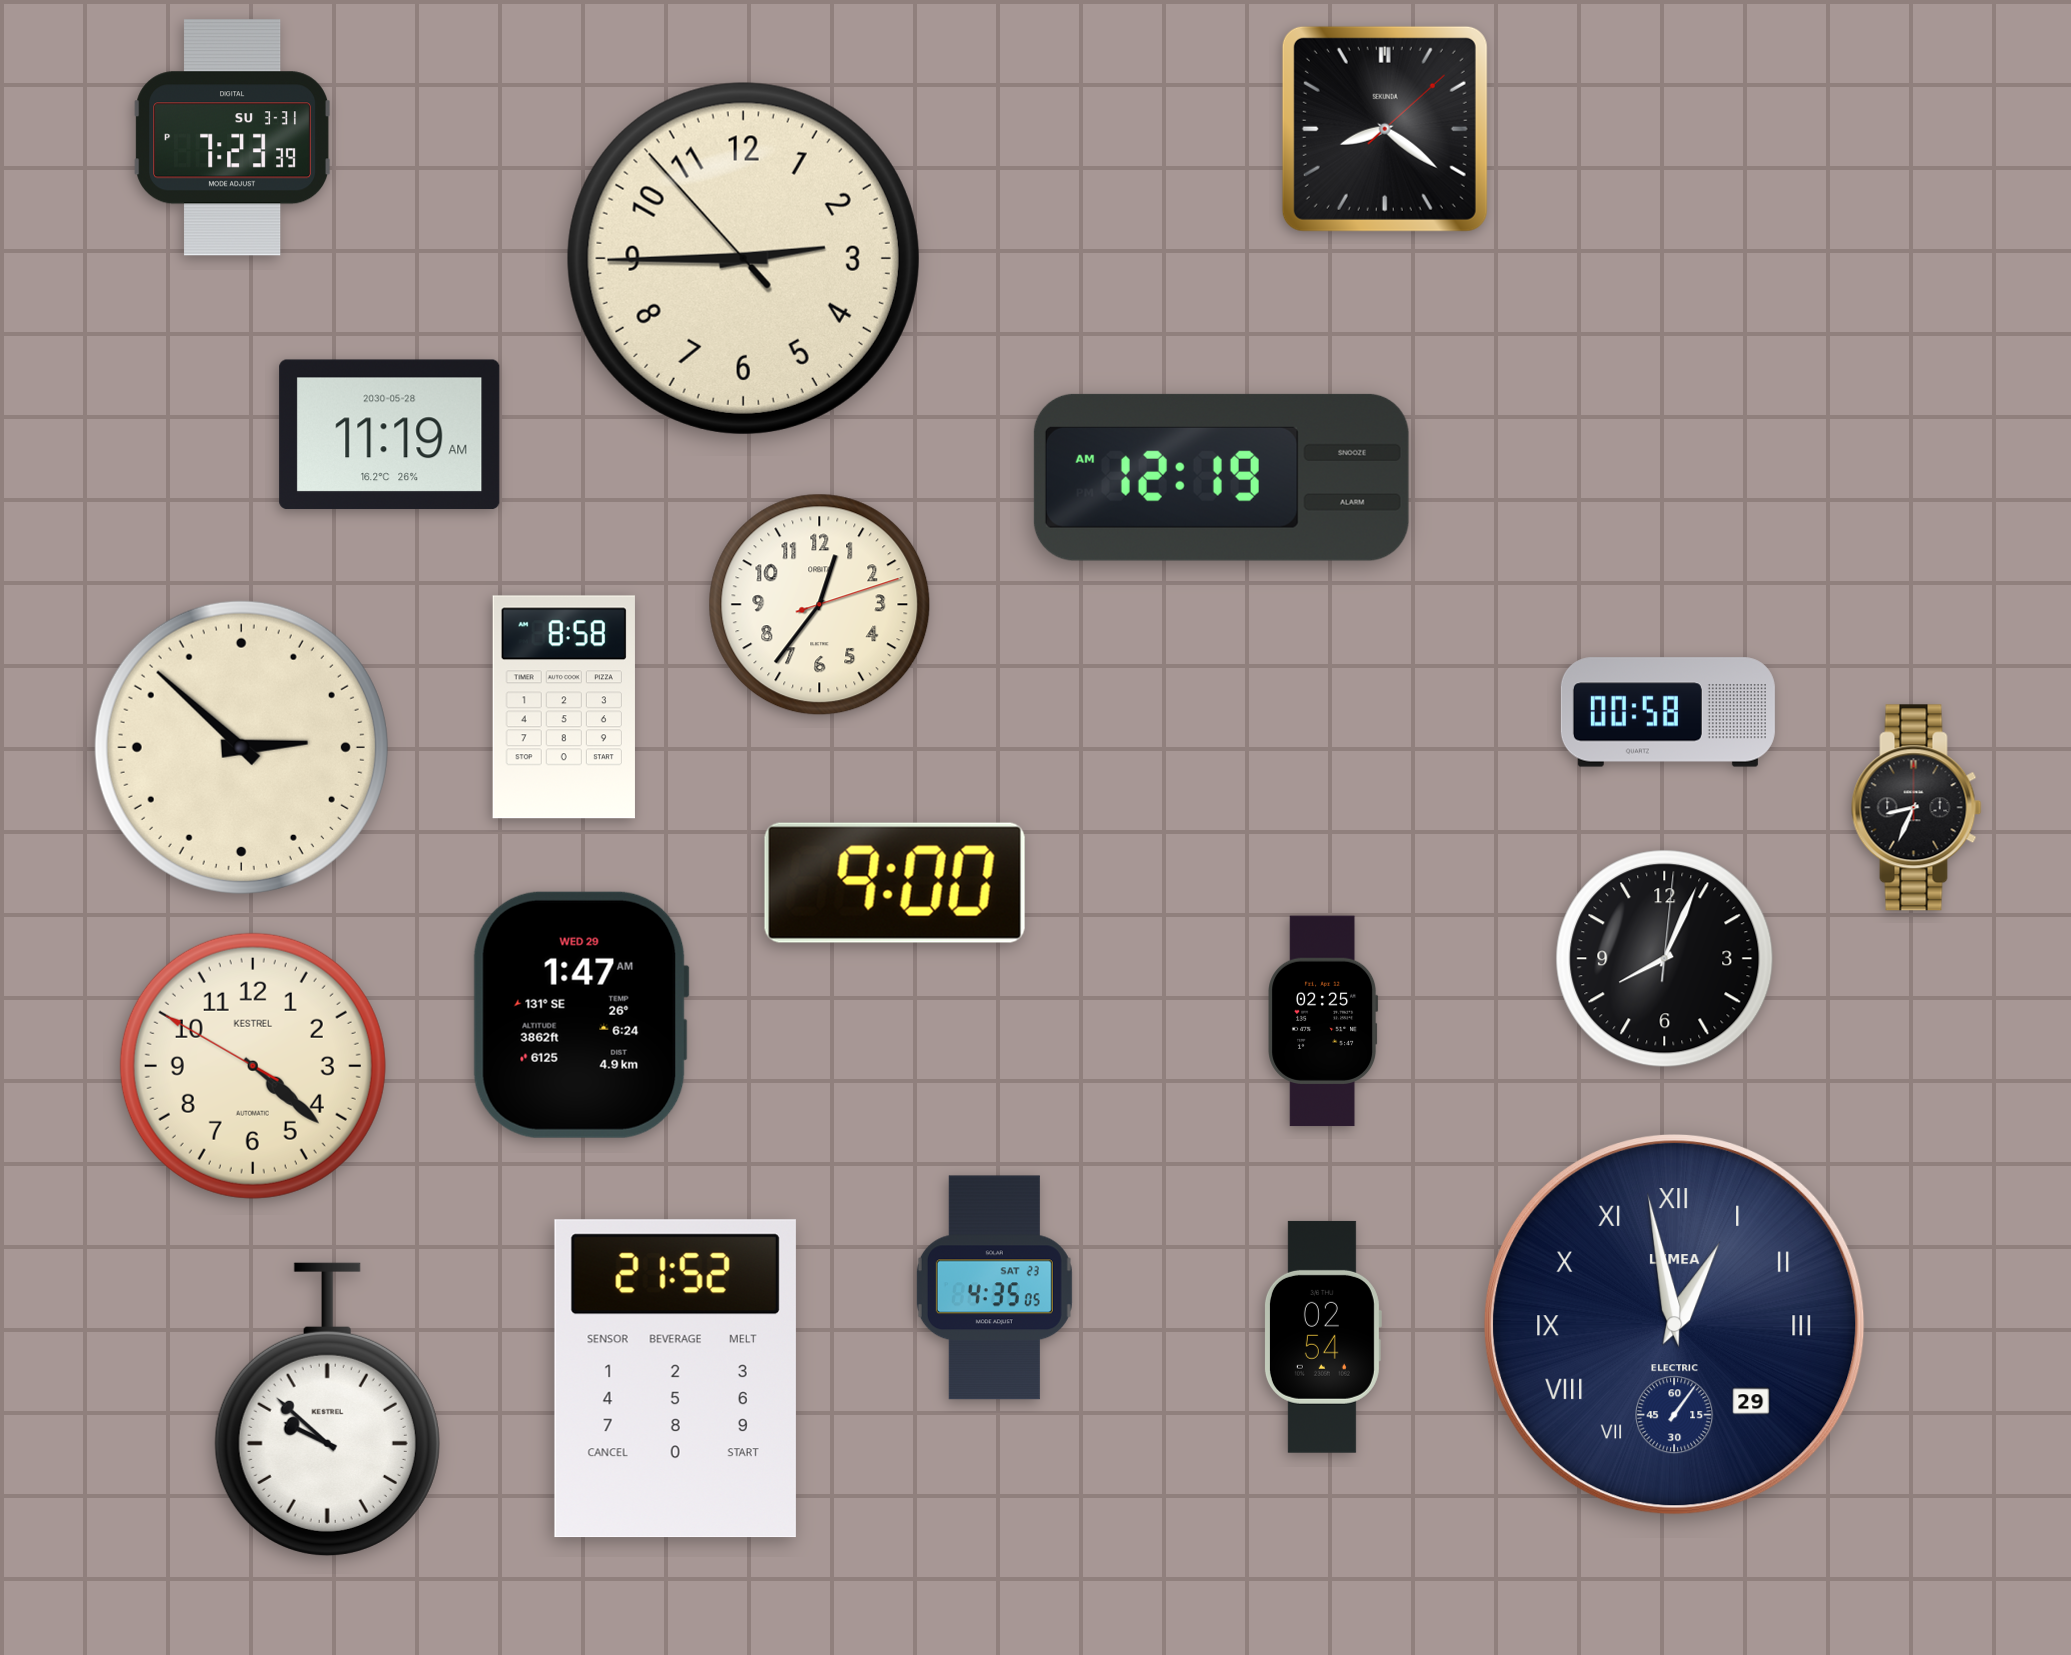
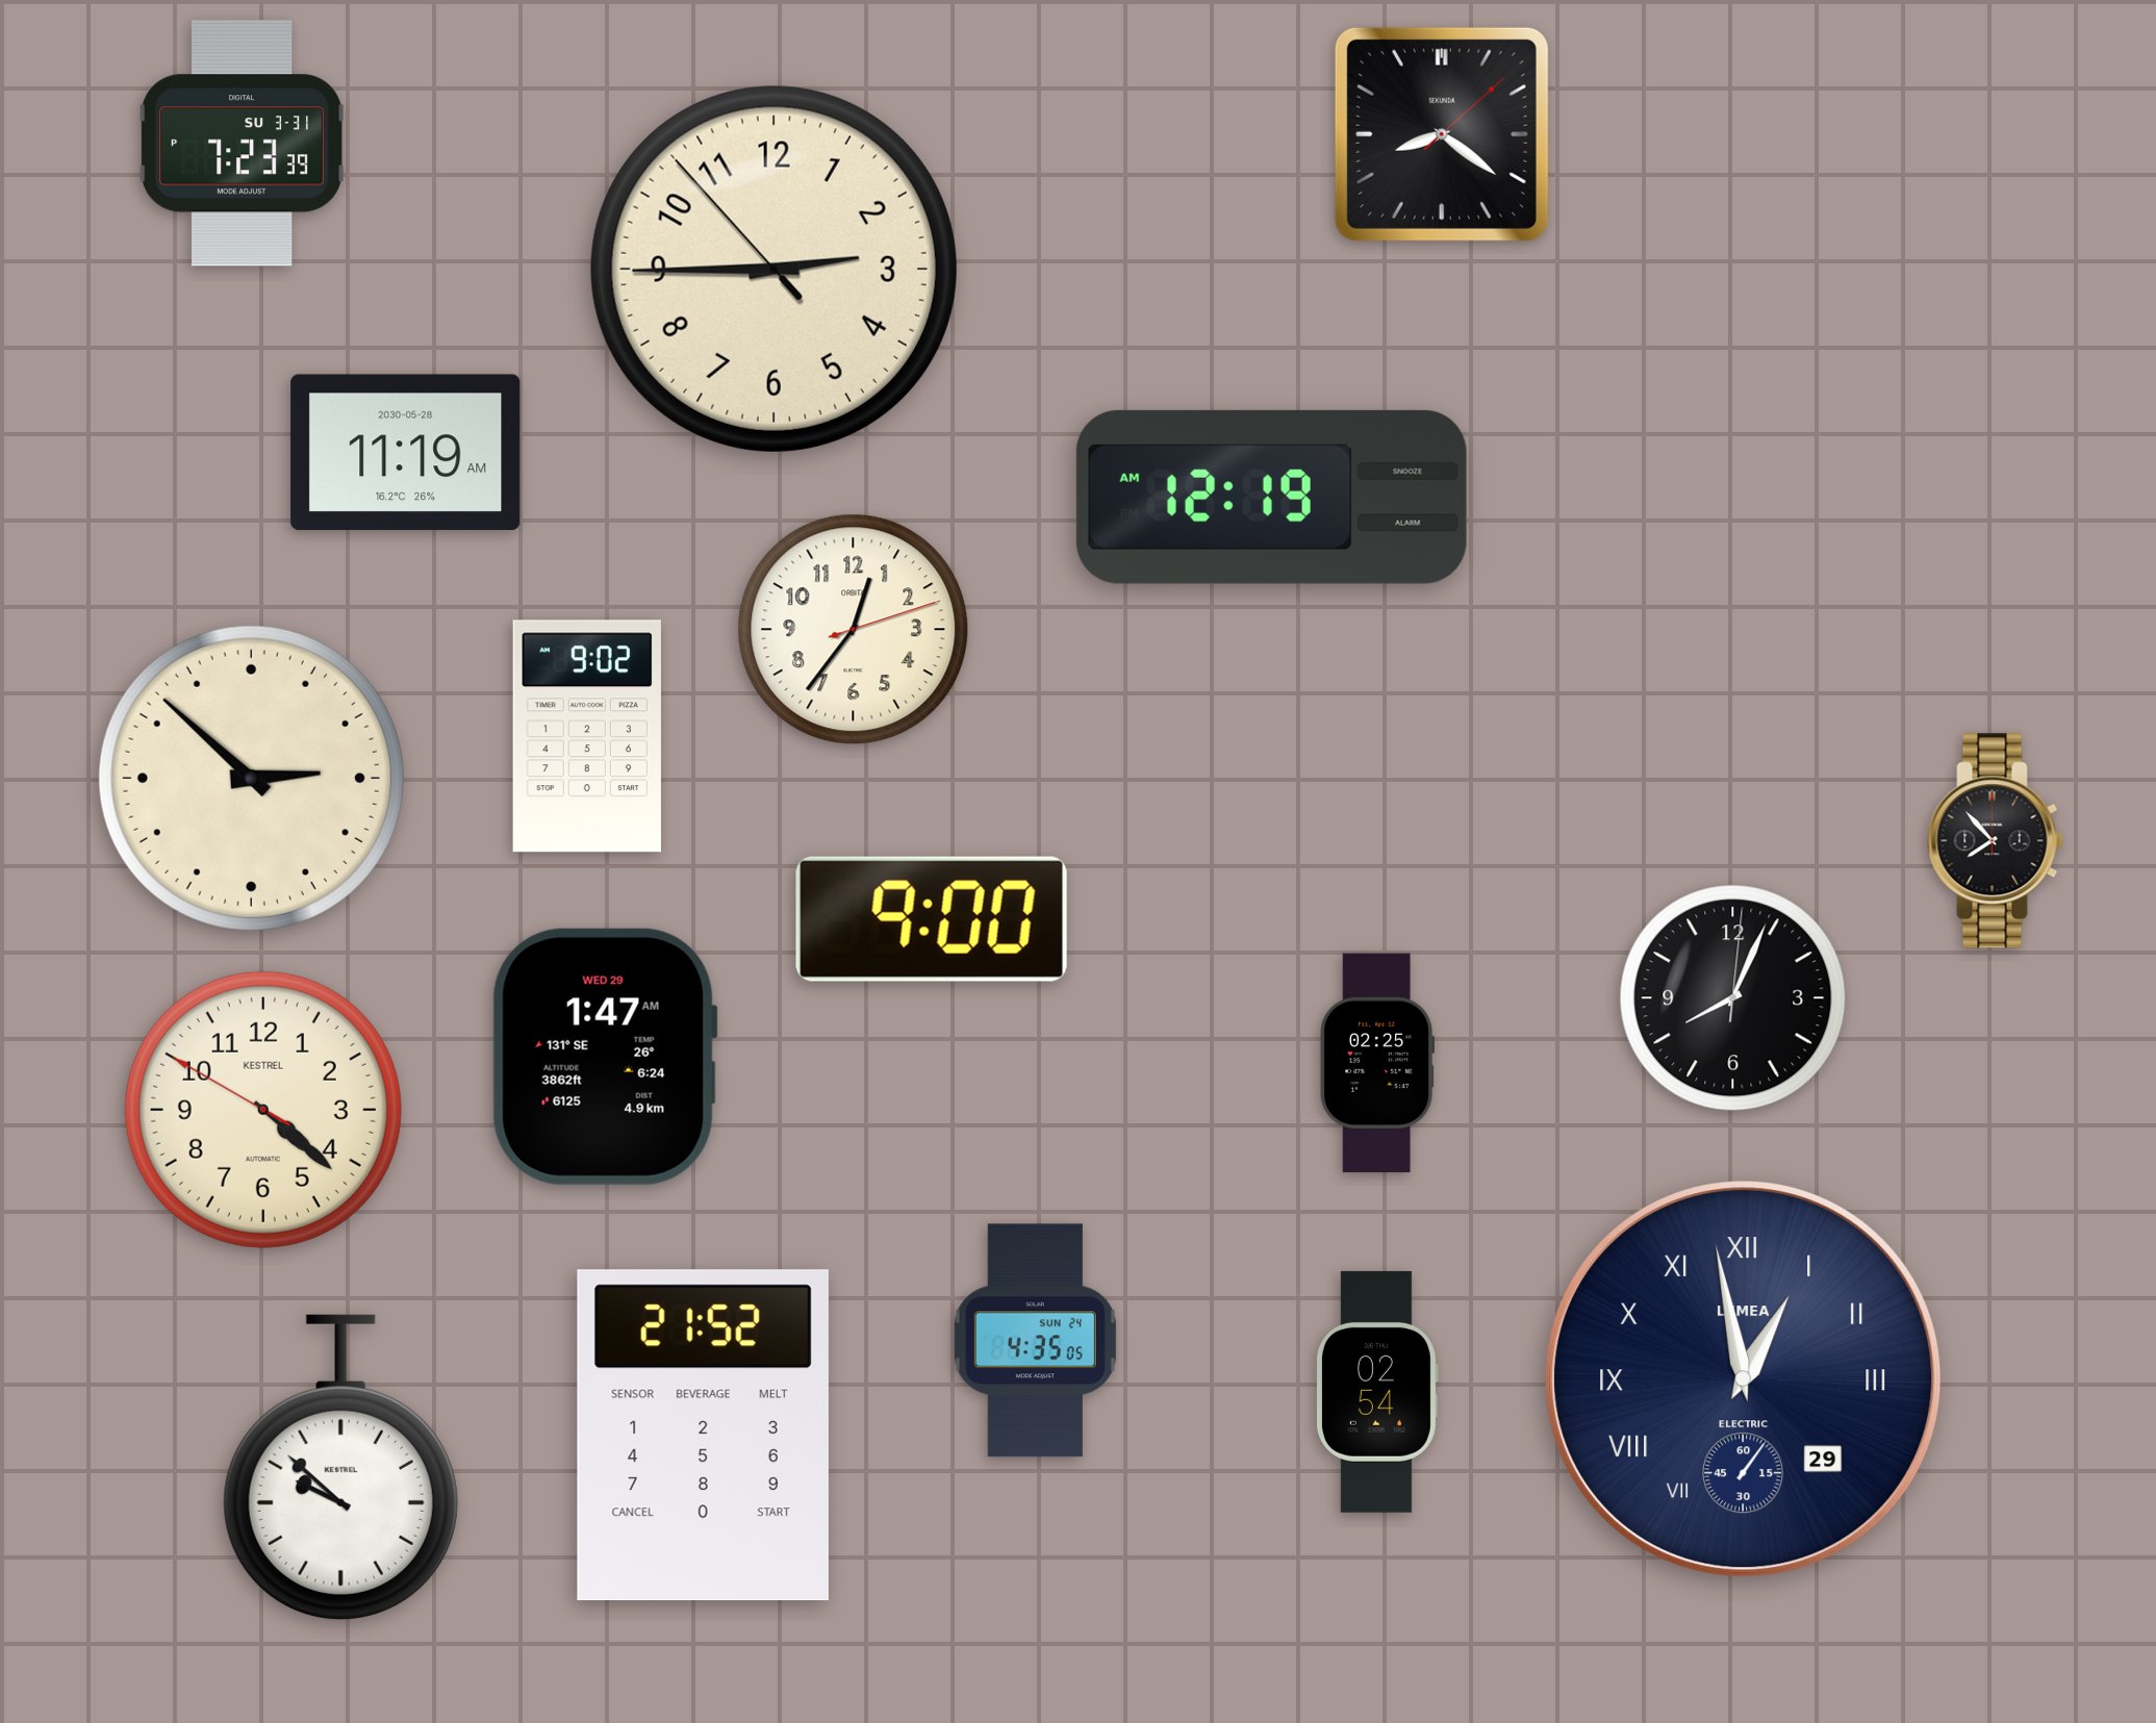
clock at (564, 707): 8:58 -> 9:02
clock at (1668, 712): 00:58 -> none
clock at (1917, 808): 8:34 -> 7:53
clock at (994, 1288) date: SAT 23 -> SUN 24
